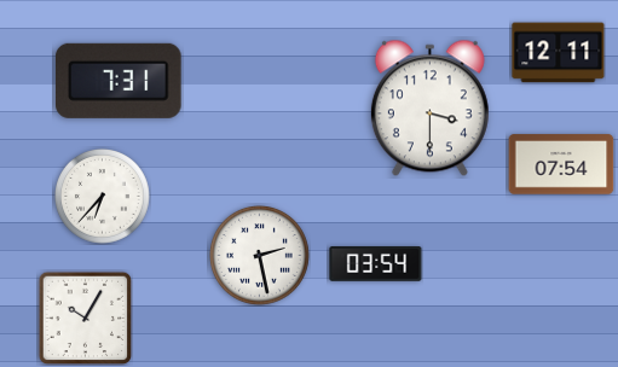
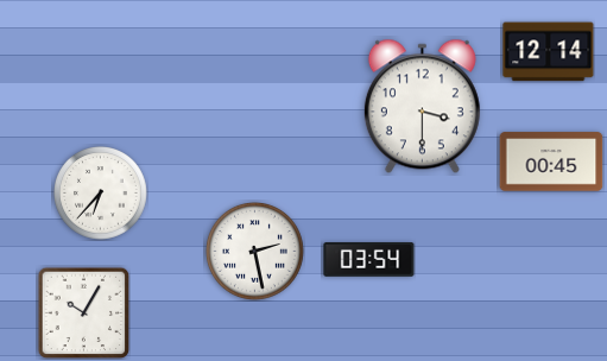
clock at (559, 53): 12:11 -> 12:14
clock at (120, 81): 7:31 -> none
clock at (561, 164): 07:54 -> 00:45
